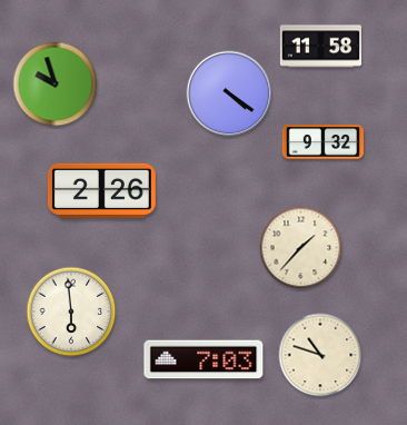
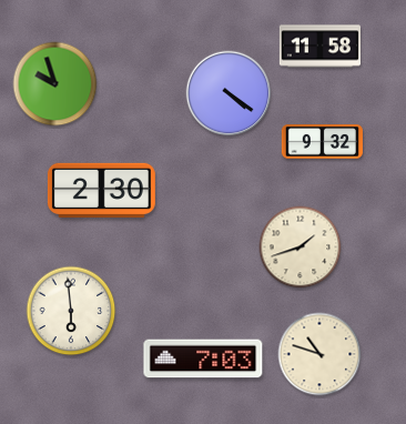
clock at (101, 190): 2:26 -> 2:30
clock at (301, 248): 1:37 -> 1:42
